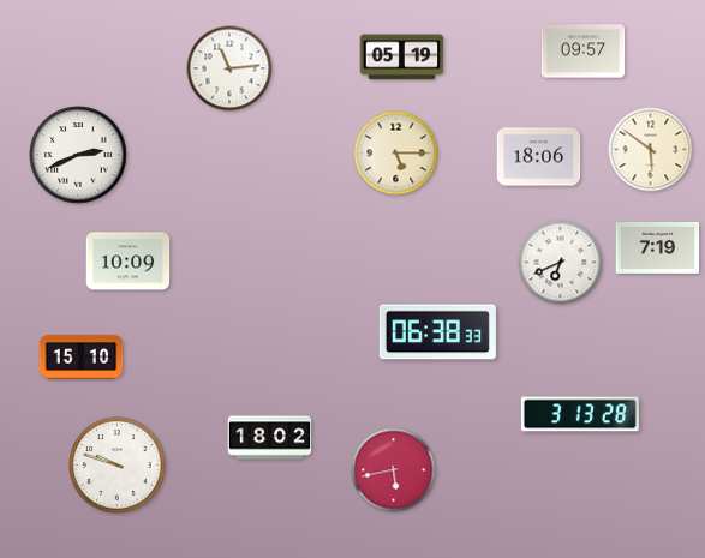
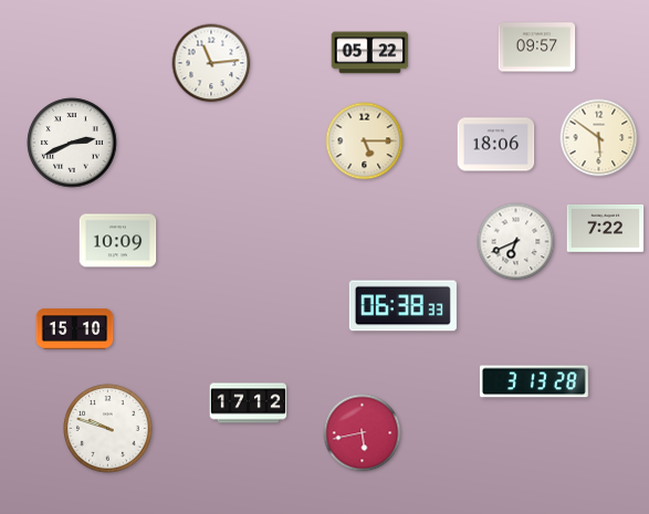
clock at (402, 58): 05:19 -> 05:22
clock at (658, 248): 7:19 -> 7:22
clock at (270, 438): 18:02 -> 17:12
